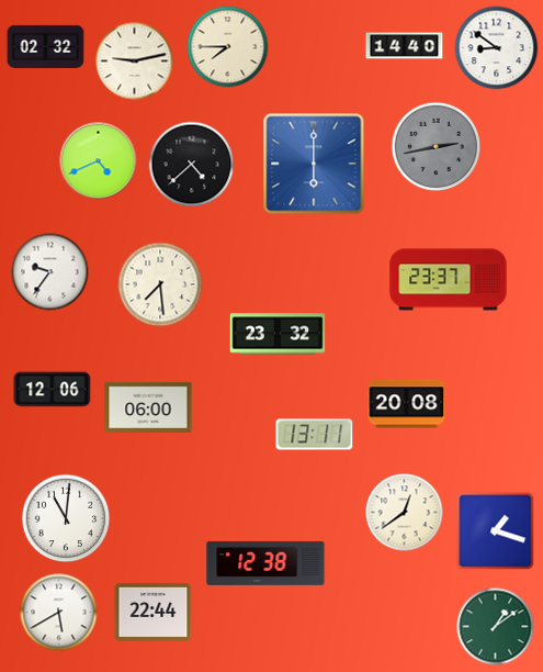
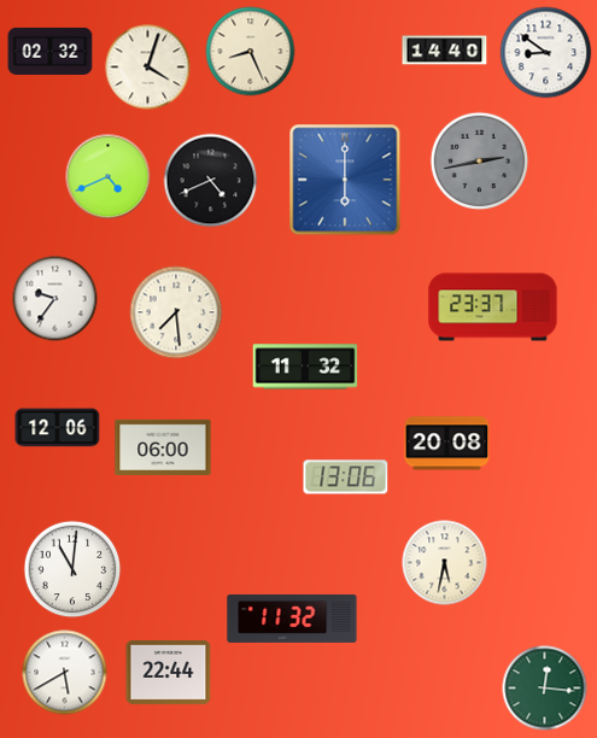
clock at (228, 47): 7:45 -> 8:26
clock at (135, 61): 9:13 -> 4:03
clock at (192, 165): 4:38 -> 4:41
clock at (278, 334): 23:32 -> 11:32
clock at (315, 435): 13:11 -> 13:06
clock at (405, 513): 12:39 -> 5:32
clock at (496, 531): 1:18 -> none
clock at (265, 563): 12:38 -> 11:32
clock at (496, 627): 1:09 -> 12:16
